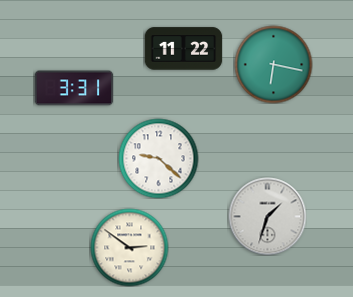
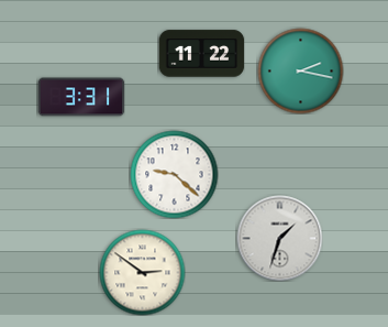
clock at (273, 64): 6:17 -> 2:17
clock at (267, 216) position: (267, 216) -> (279, 238)
